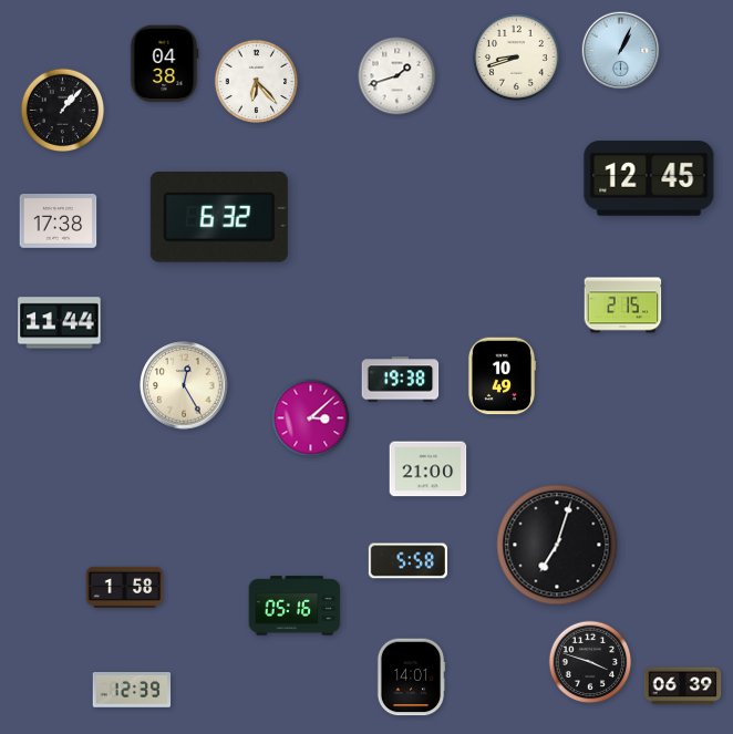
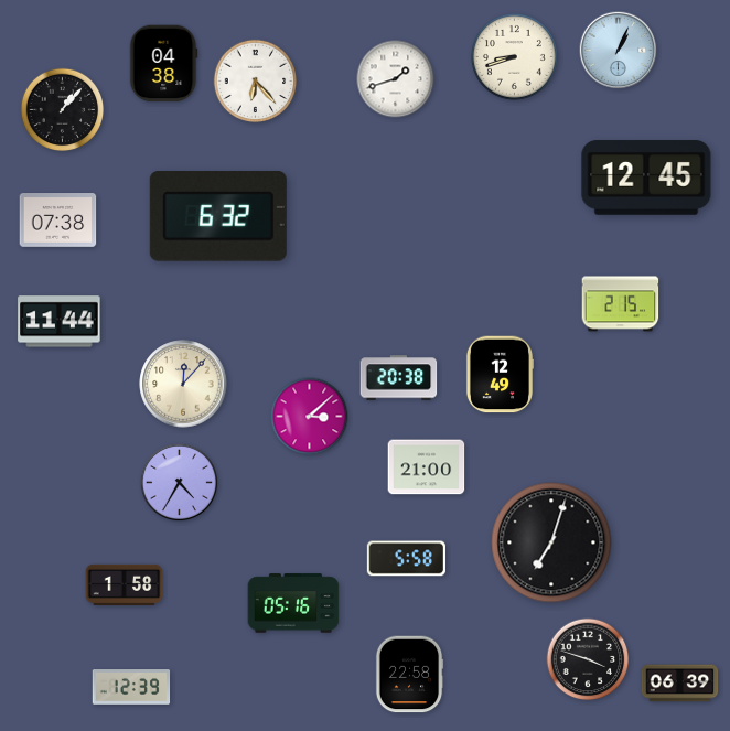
clock at (398, 76) position: (398, 76) -> (396, 79)
clock at (59, 221): 17:38 -> 07:38
clock at (500, 376): 10:49 -> 12:49
clock at (401, 380): 19:38 -> 20:38
clock at (184, 385): 12:25 -> 12:07
clock at (180, 483): none -> 4:35
clock at (557, 545) position: (557, 545) -> (551, 542)
clock at (411, 678): 14:01 -> 22:58
